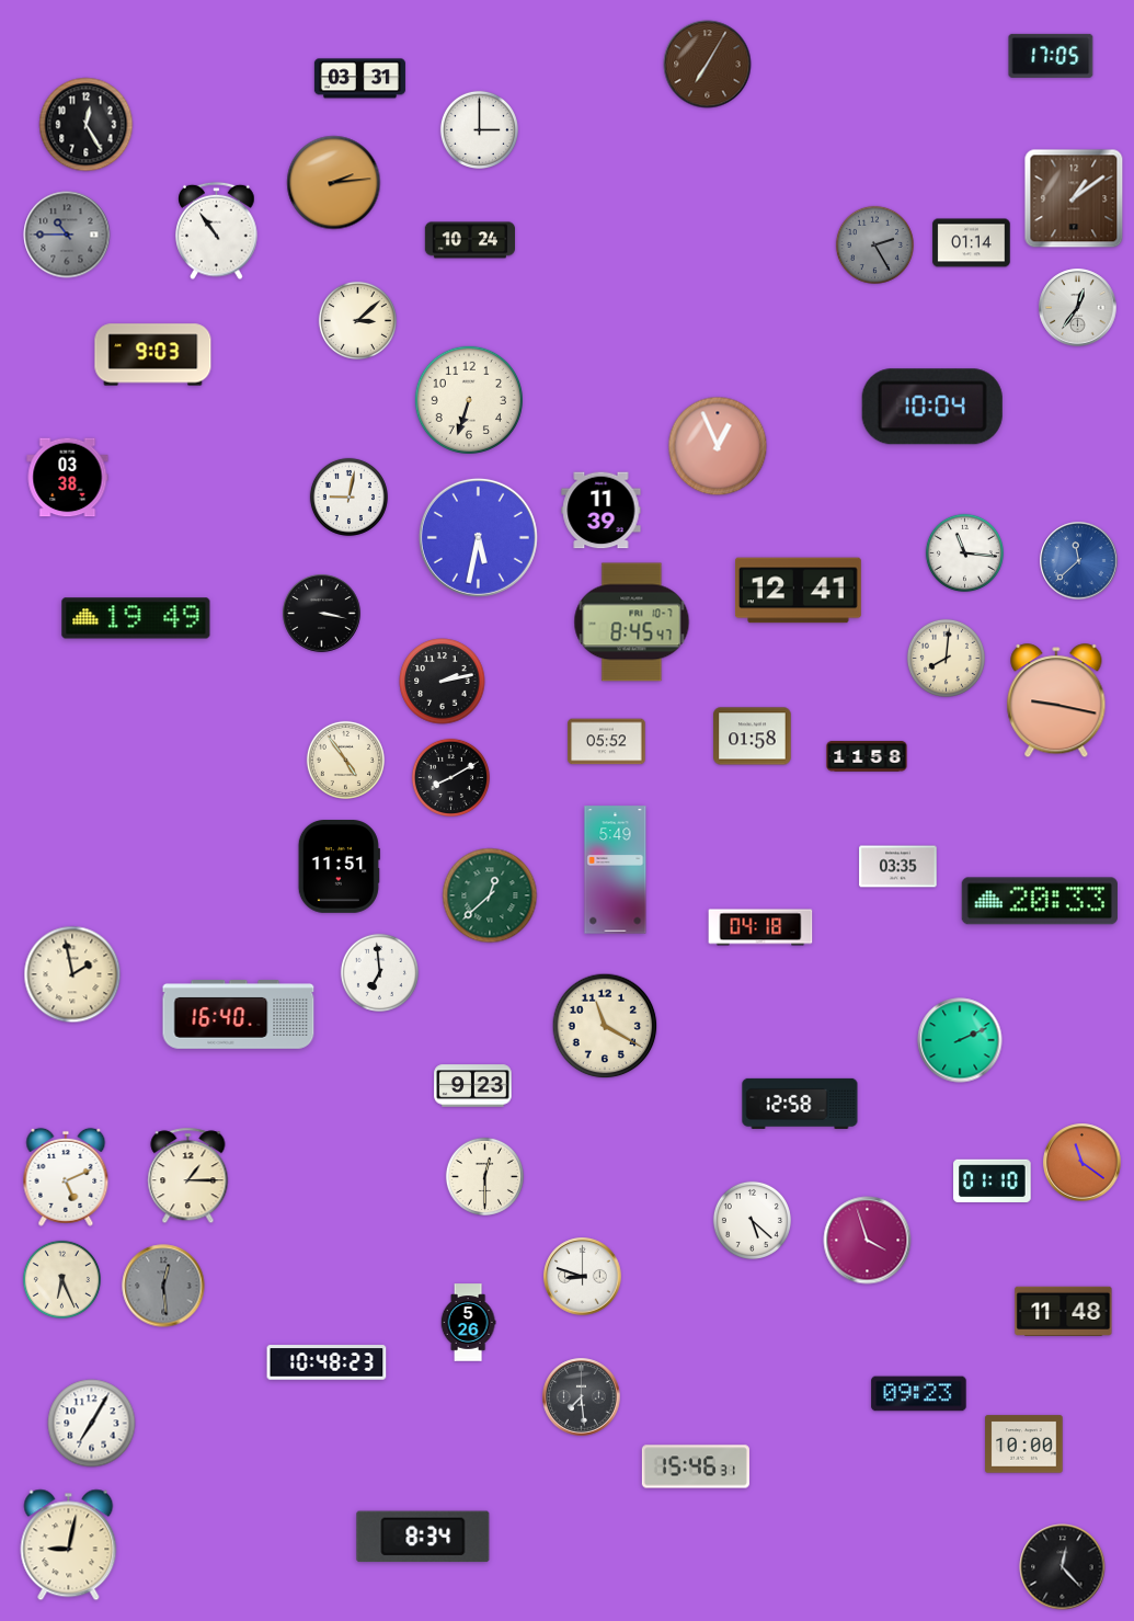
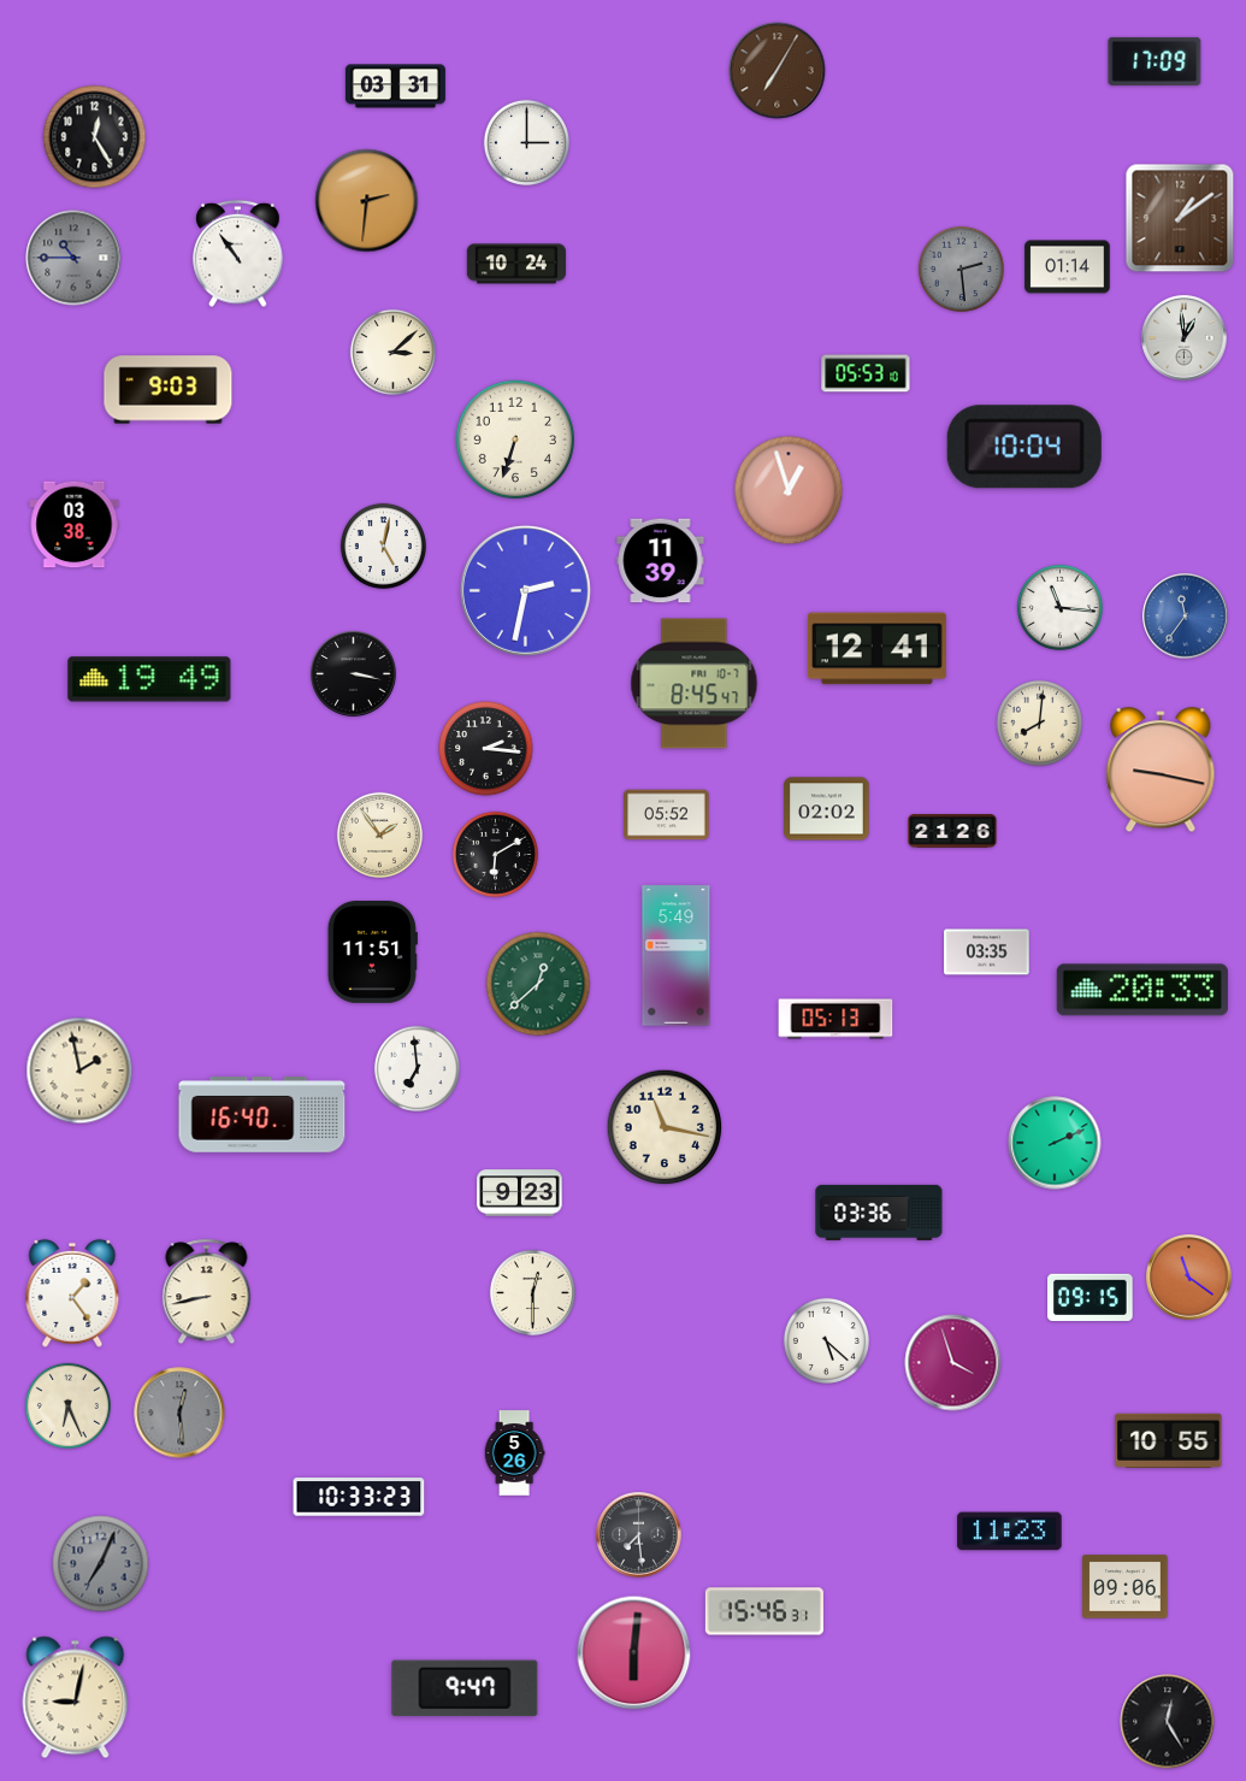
clock at (1051, 56): 17:05 -> 17:09
clock at (334, 183): 2:14 -> 2:31
clock at (874, 244): 2:25 -> 2:29
clock at (1078, 308): 12:36 -> 12:59
clock at (866, 373): none -> 05:53
clock at (718, 446): 12:56 -> 12:57
clock at (348, 496): 9:02 -> 5:02
clock at (478, 537): 5:32 -> 2:32
clock at (1079, 561): 11:38 -> 11:36
clock at (443, 682): 2:13 -> 2:16
clock at (753, 737): 01:58 -> 02:02
clock at (867, 756): 11:58 -> 21:26
clock at (345, 760): 4:54 -> 1:54
clock at (450, 777): 8:10 -> 6:10
clock at (760, 927): 04:18 -> 05:13
clock at (605, 1026): 11:20 -> 11:17
clock at (800, 1104): 12:58 -> 03:36
clock at (188, 1176): 1:15 -> 8:43
clock at (66, 1177): 5:11 -> 1:24
clock at (993, 1180): 01:10 -> 09:15
clock at (583, 1277): 8:48 -> none
clock at (1064, 1311): 11:48 -> 10:55
clock at (327, 1362): 10:48 -> 10:33
clock at (919, 1394): 09:23 -> 11:23
clock at (92, 1424): 7:05 -> 7:04
clock at (92, 1424) dial: white -> grey
clock at (1024, 1445): 10:00 -> 09:06
clock at (634, 1653): none -> 6:01
clock at (423, 1537): 8:34 -> 9:47
clock at (1063, 1567): 12:23 -> 12:25
